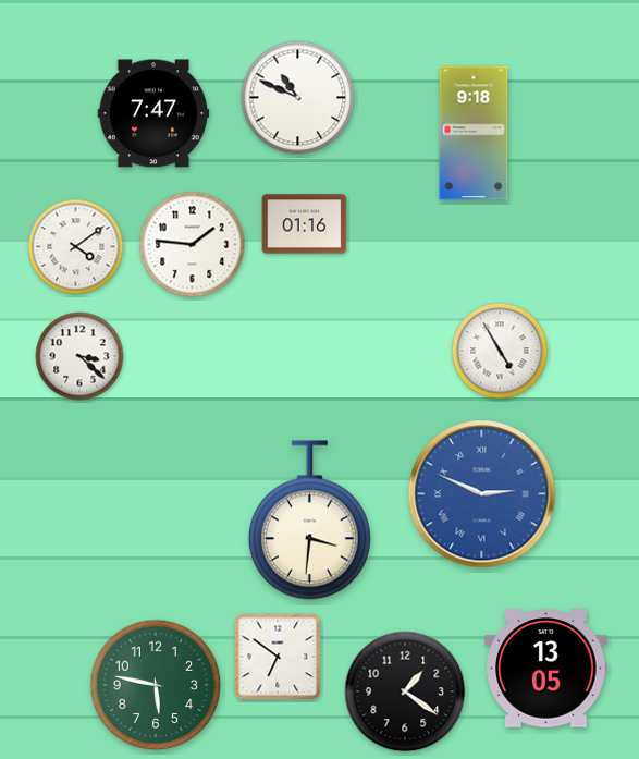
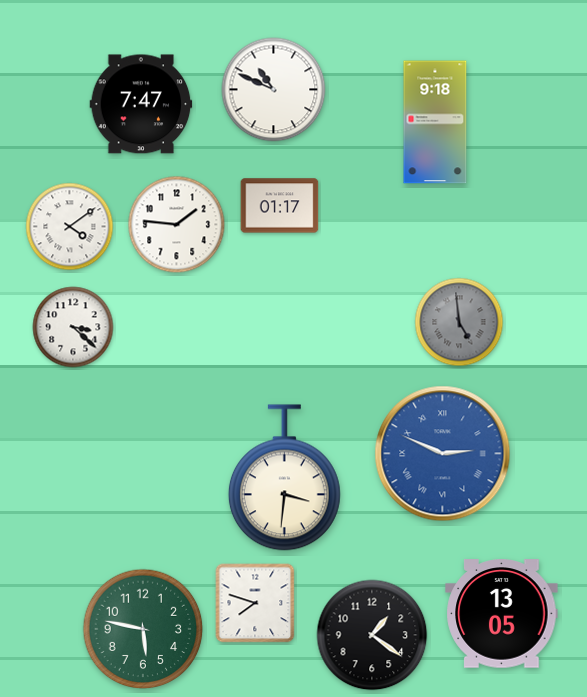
clock at (305, 224): 01:16 -> 01:17
clock at (500, 351): 4:55 -> 4:59
clock at (500, 351) dial: white -> grey
clock at (278, 657): 6:51 -> 7:48
